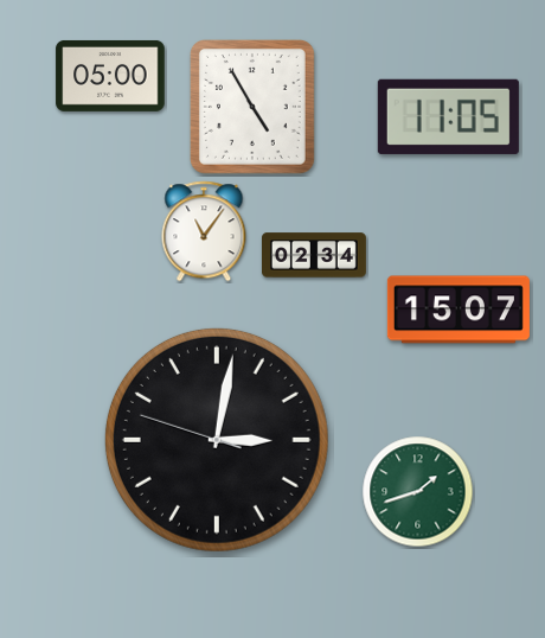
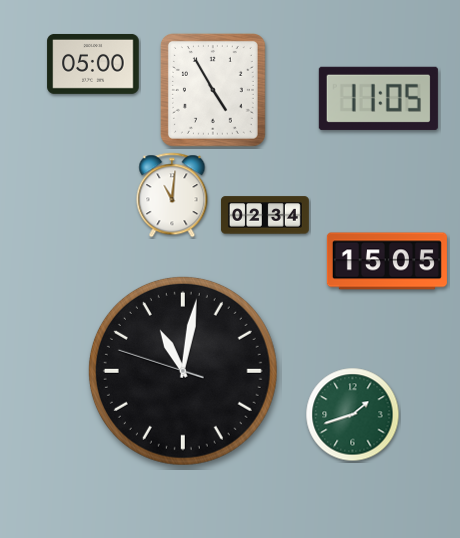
clock at (204, 231): 11:06 -> 11:01
clock at (459, 310): 15:07 -> 15:05
clock at (217, 440): 3:01 -> 11:01
